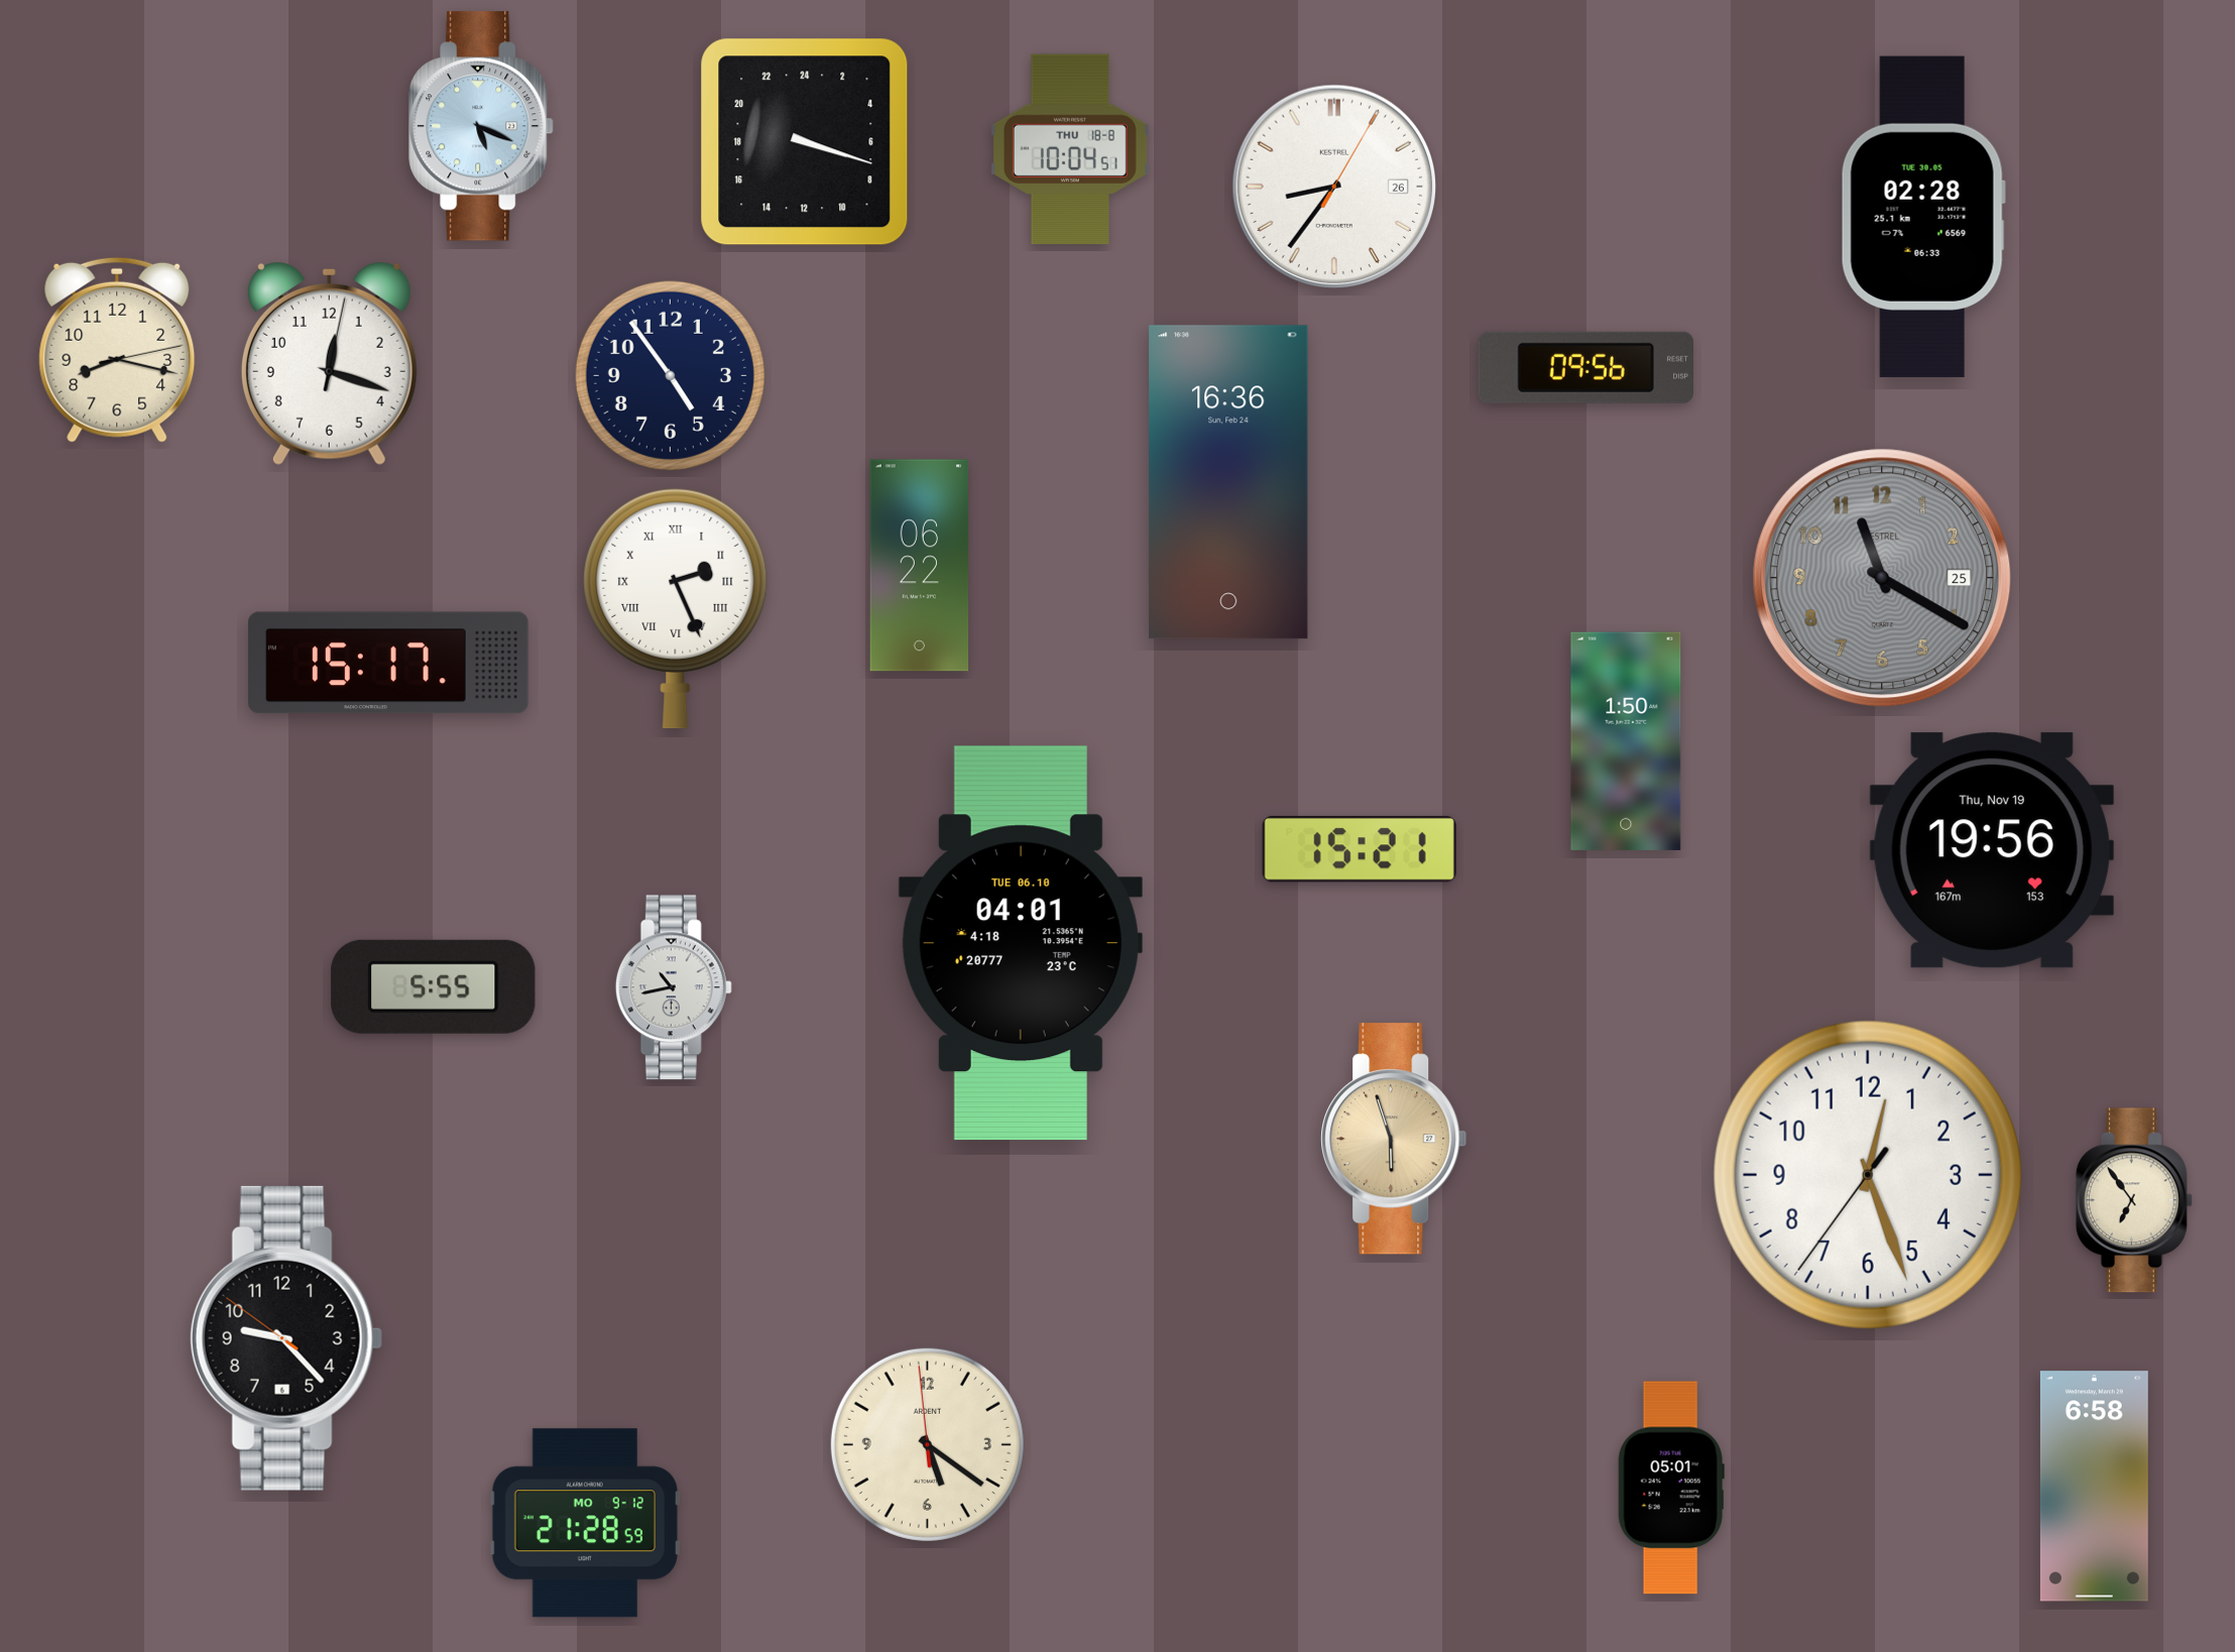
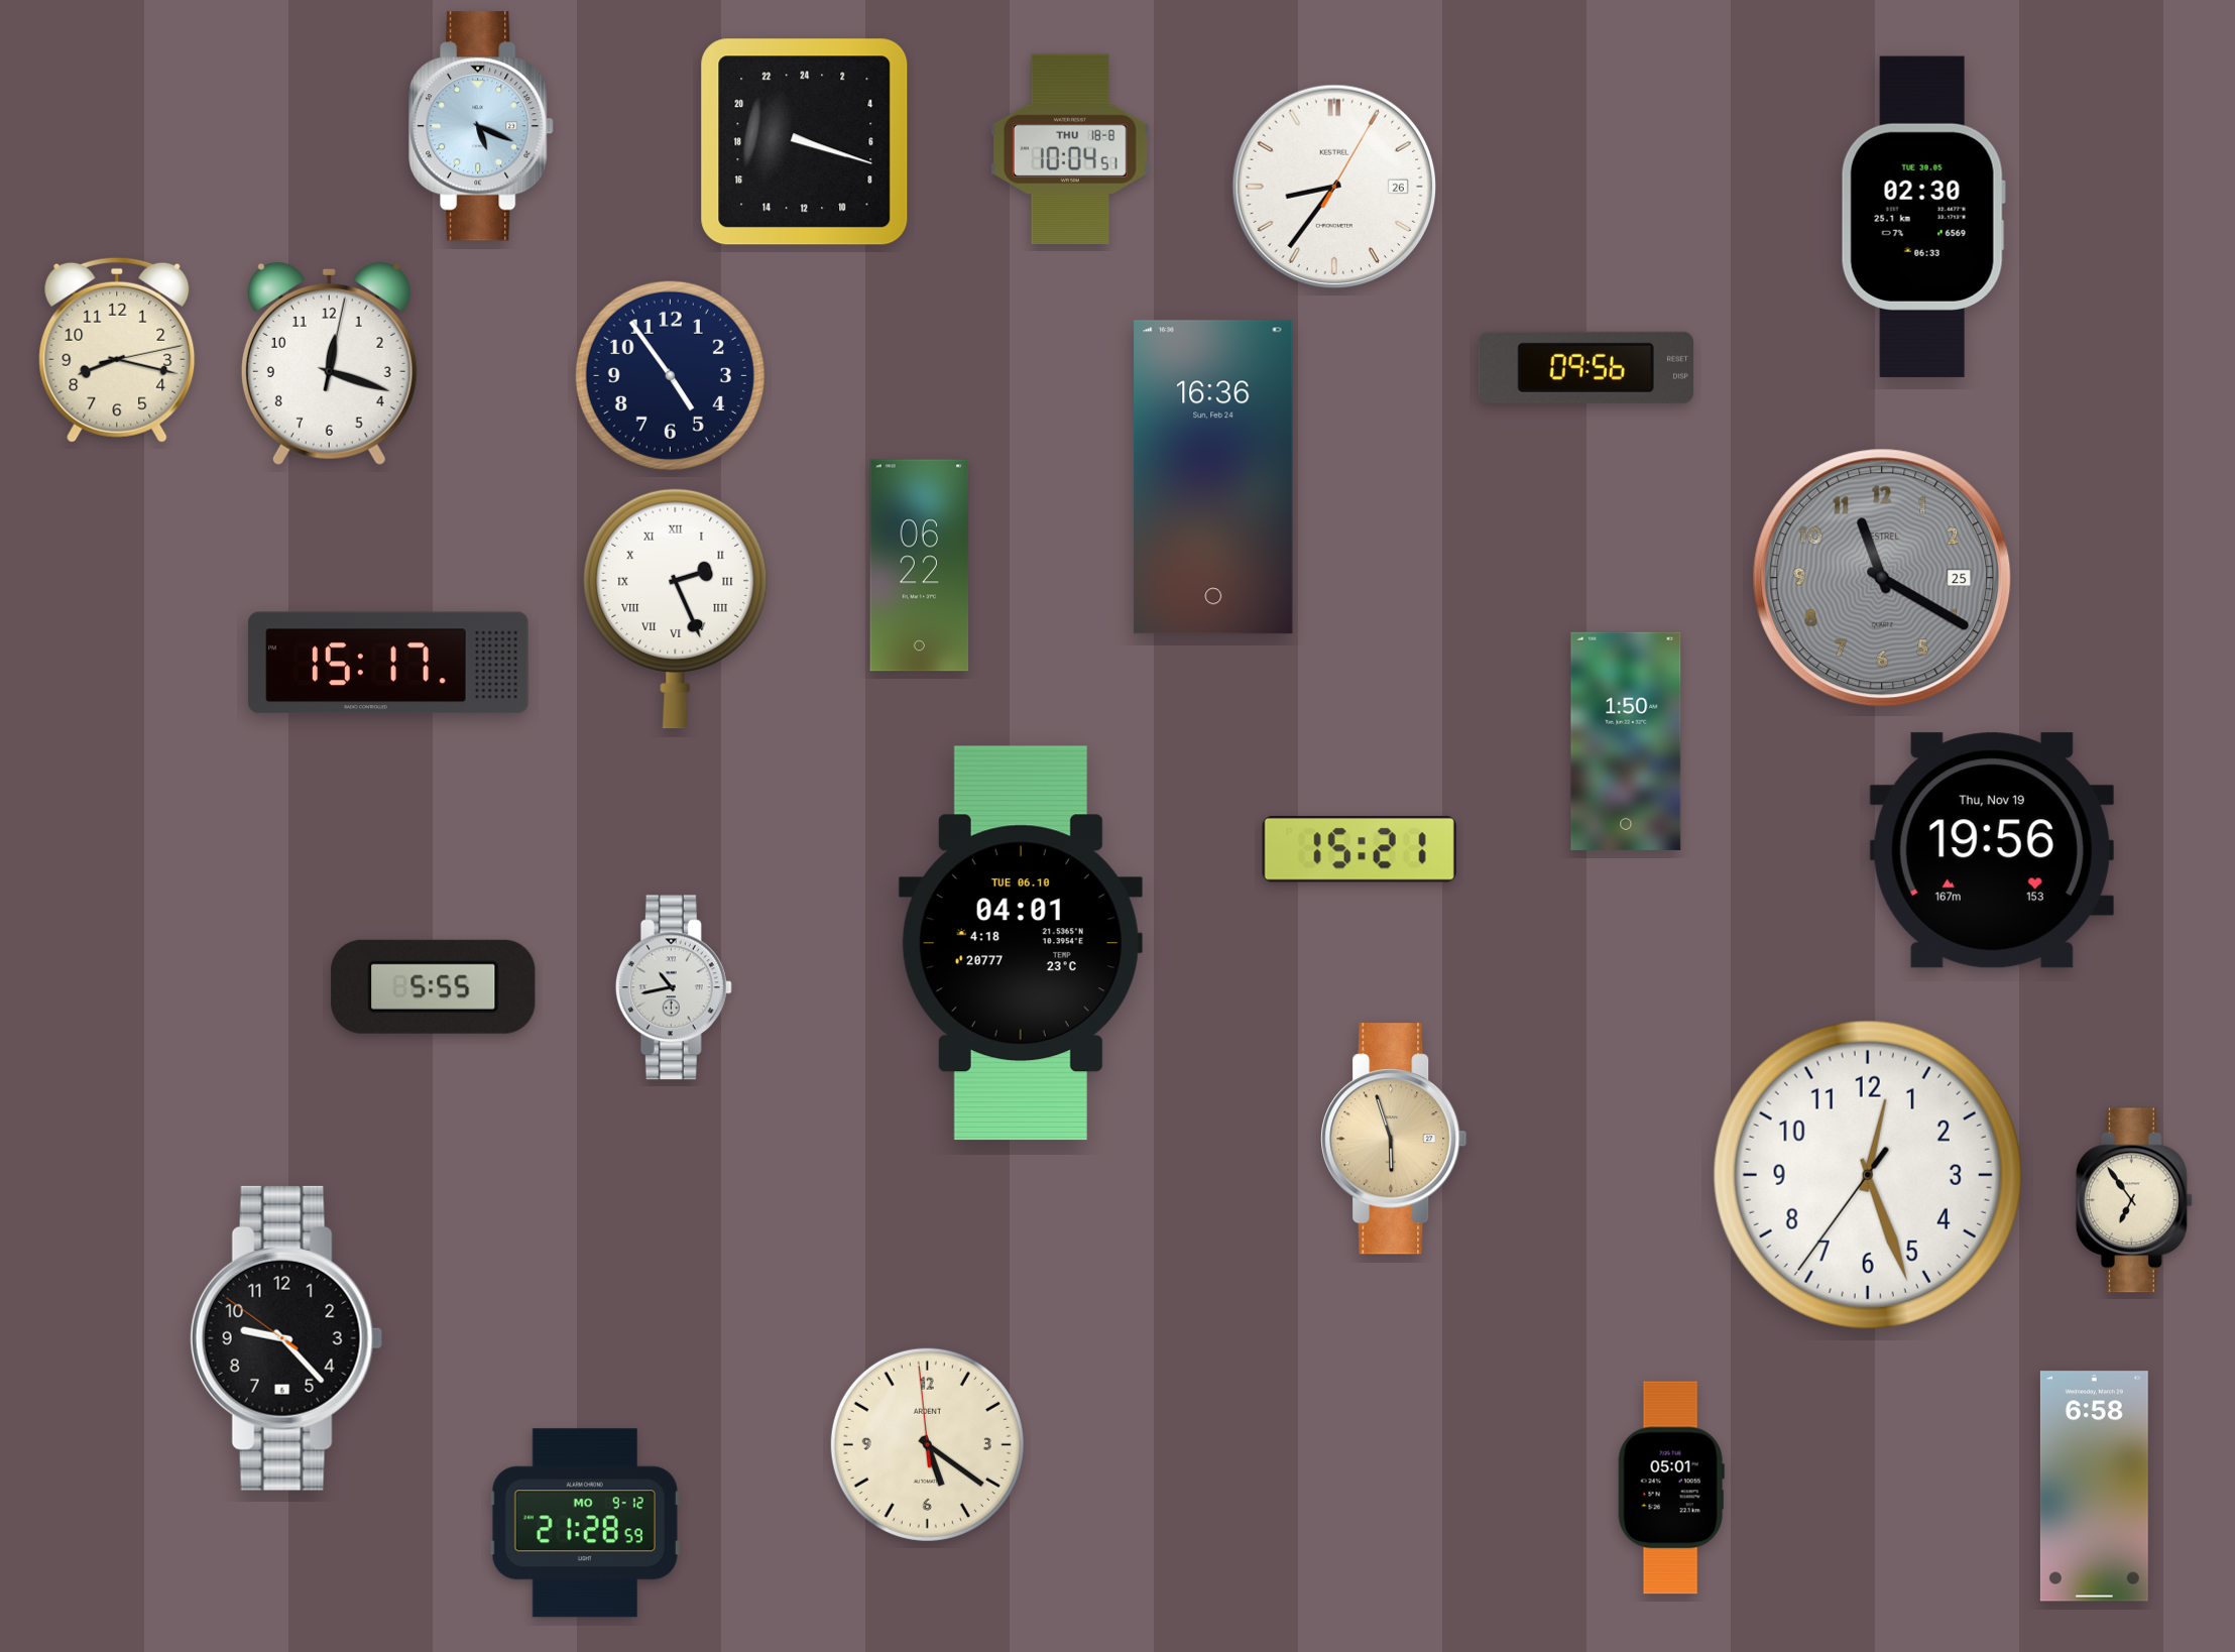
clock at (1923, 217): 02:28 -> 02:30
clock at (1228, 482) position: (1228, 482) -> (1213, 477)
